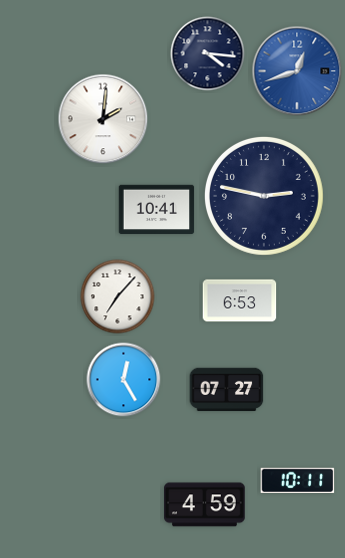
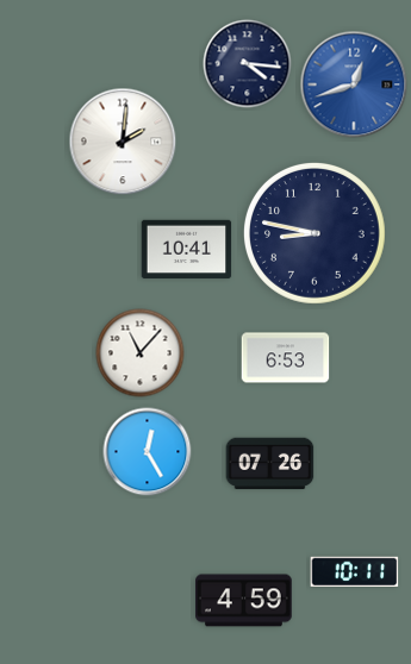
clock at (265, 197): 2:47 -> 8:47
clock at (118, 297): 7:07 -> 11:07
clock at (227, 390): 07:27 -> 07:26
